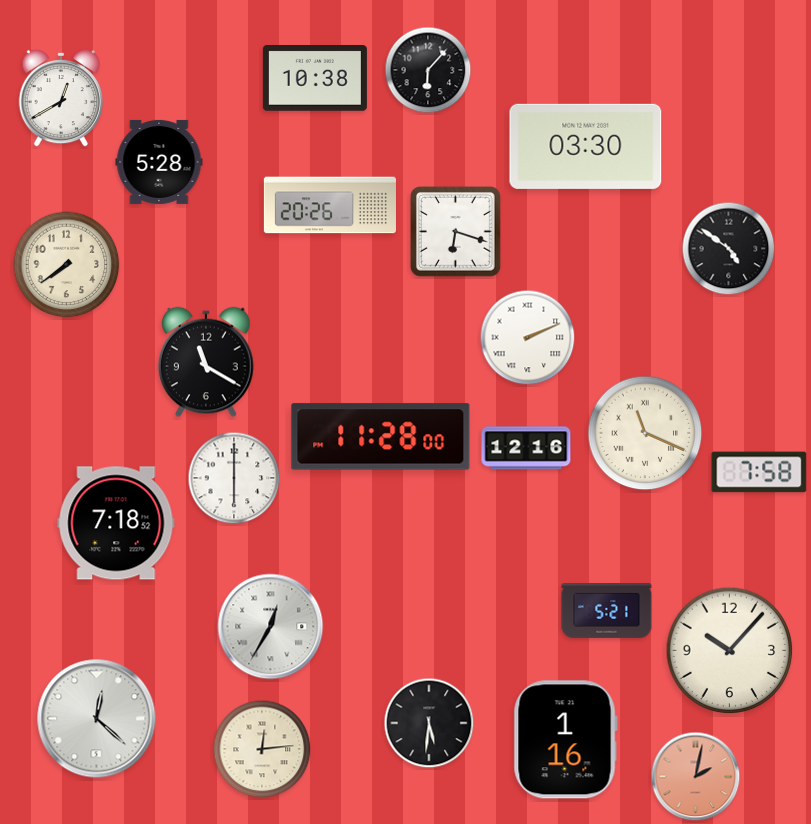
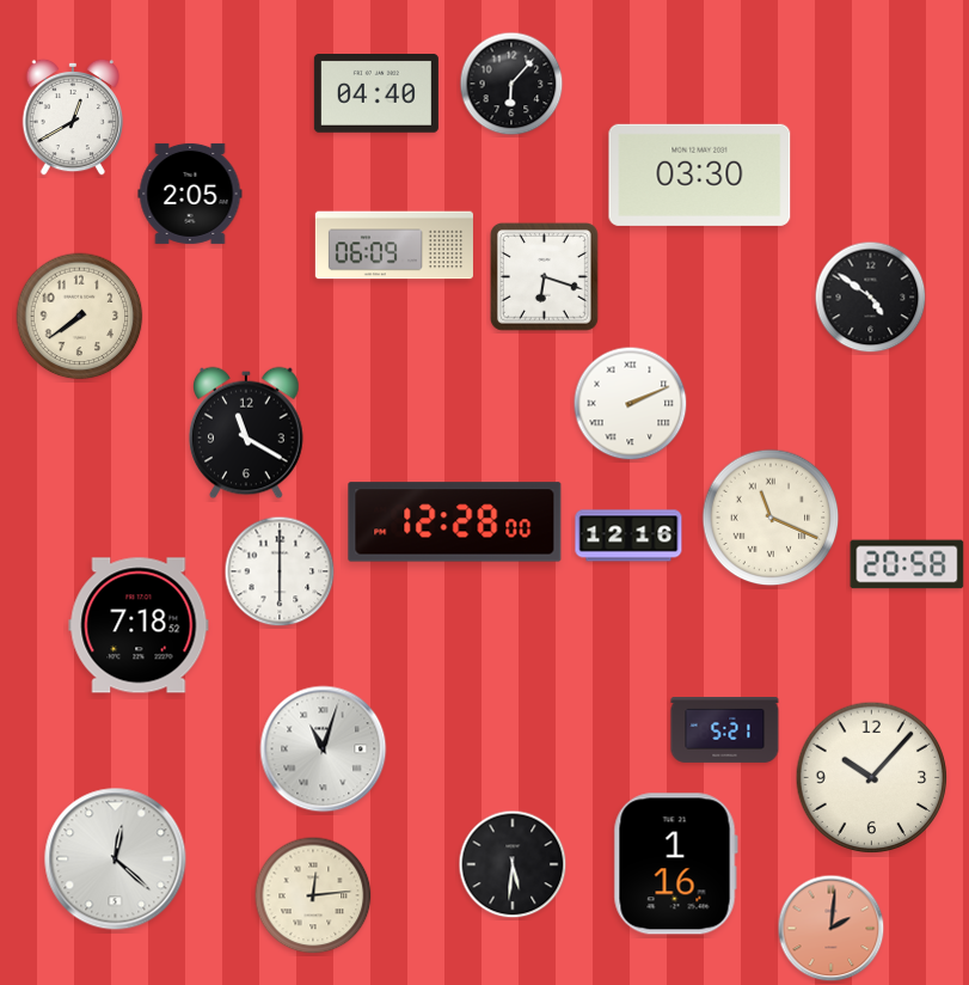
clock at (315, 79): 10:38 -> 04:40
clock at (159, 162): 5:28 -> 2:05
clock at (330, 205): 20:26 -> 06:09
clock at (381, 437): 11:28 -> 12:28
clock at (759, 472): 7:58 -> 20:58
clock at (271, 627): 12:35 -> 11:03
clock at (565, 740) position: (565, 740) -> (675, 864)
clock at (696, 777): 2:02 -> 2:01
